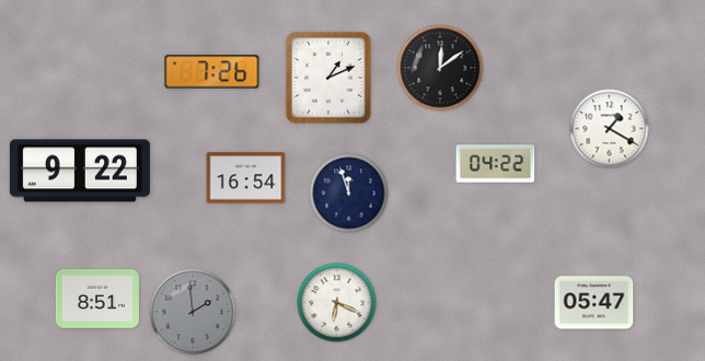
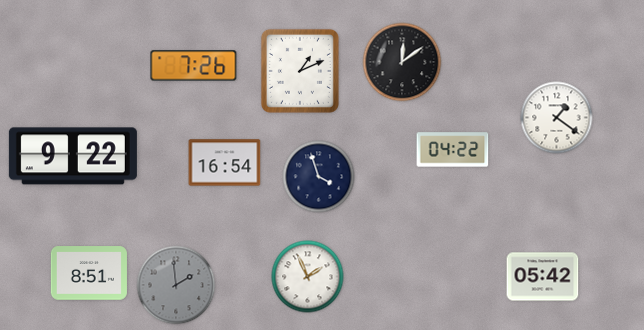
clock at (610, 129): 1:20 -> 1:21
clock at (349, 194): 11:57 -> 3:57
clock at (337, 303): 6:19 -> 1:56
clock at (594, 303): 05:47 -> 05:42
